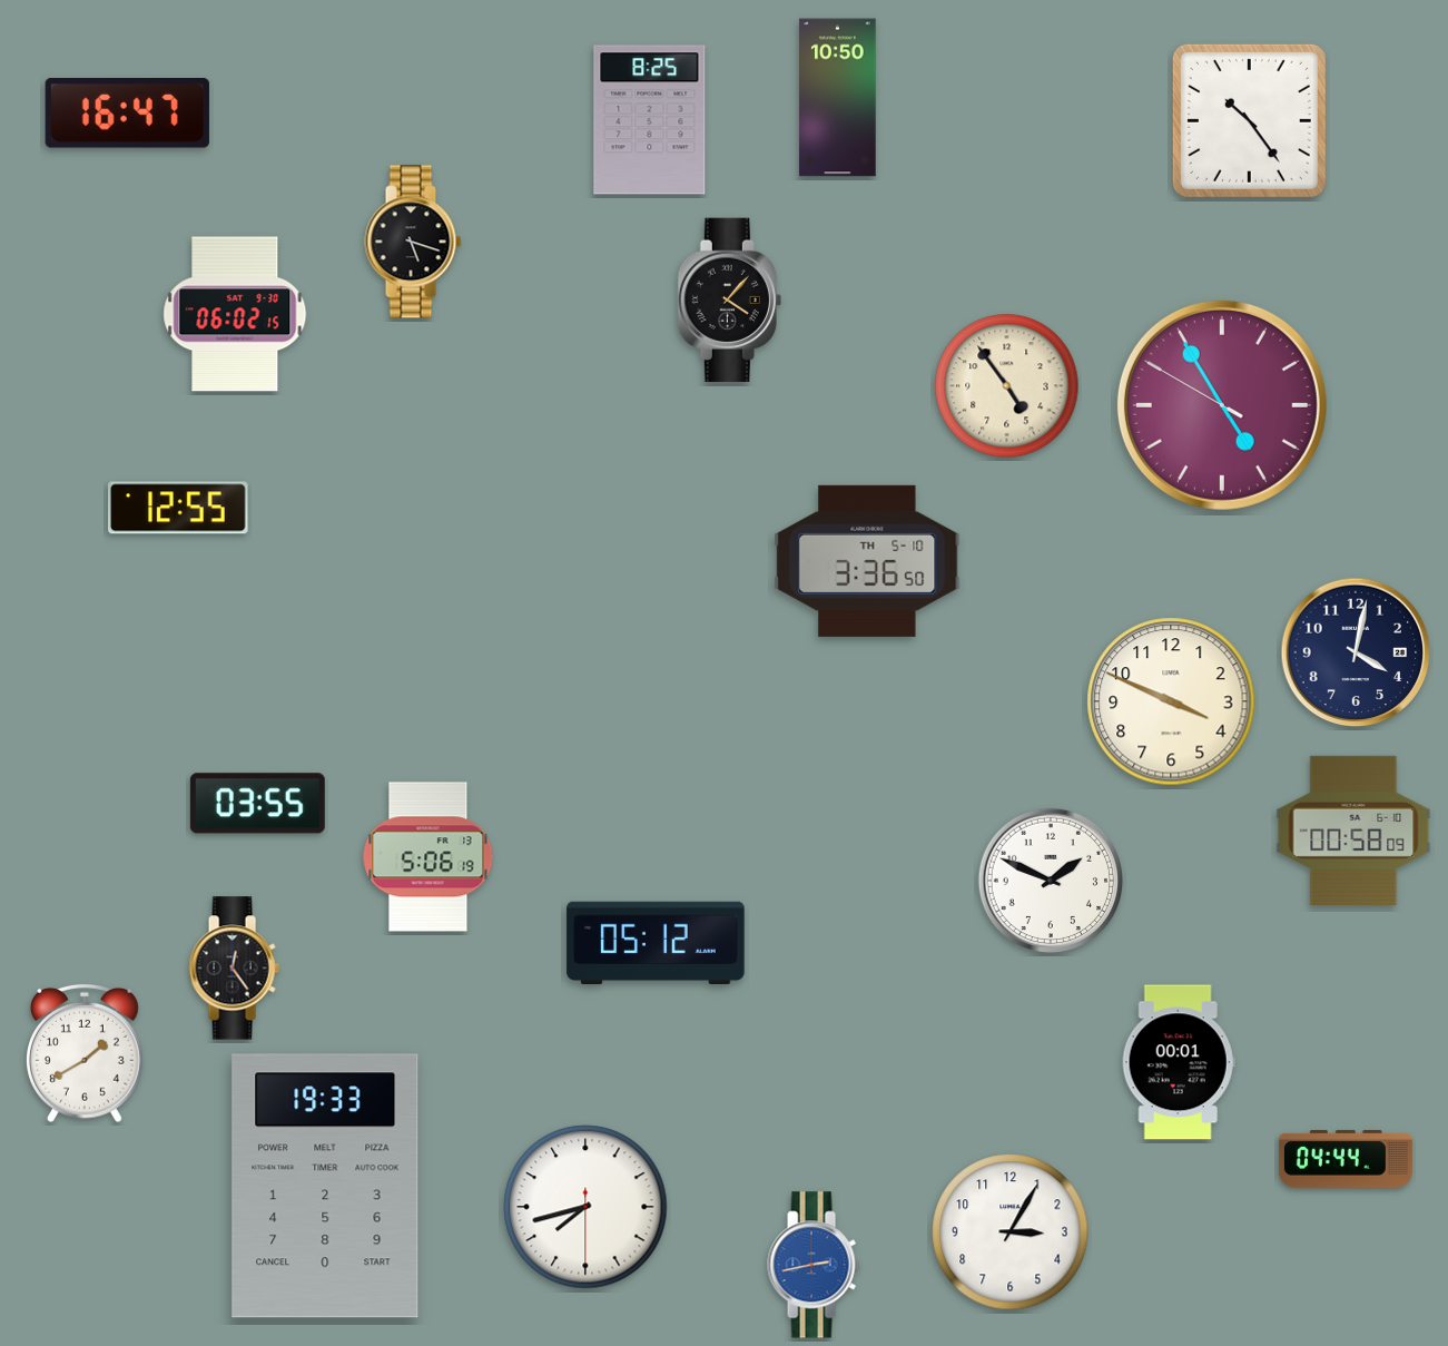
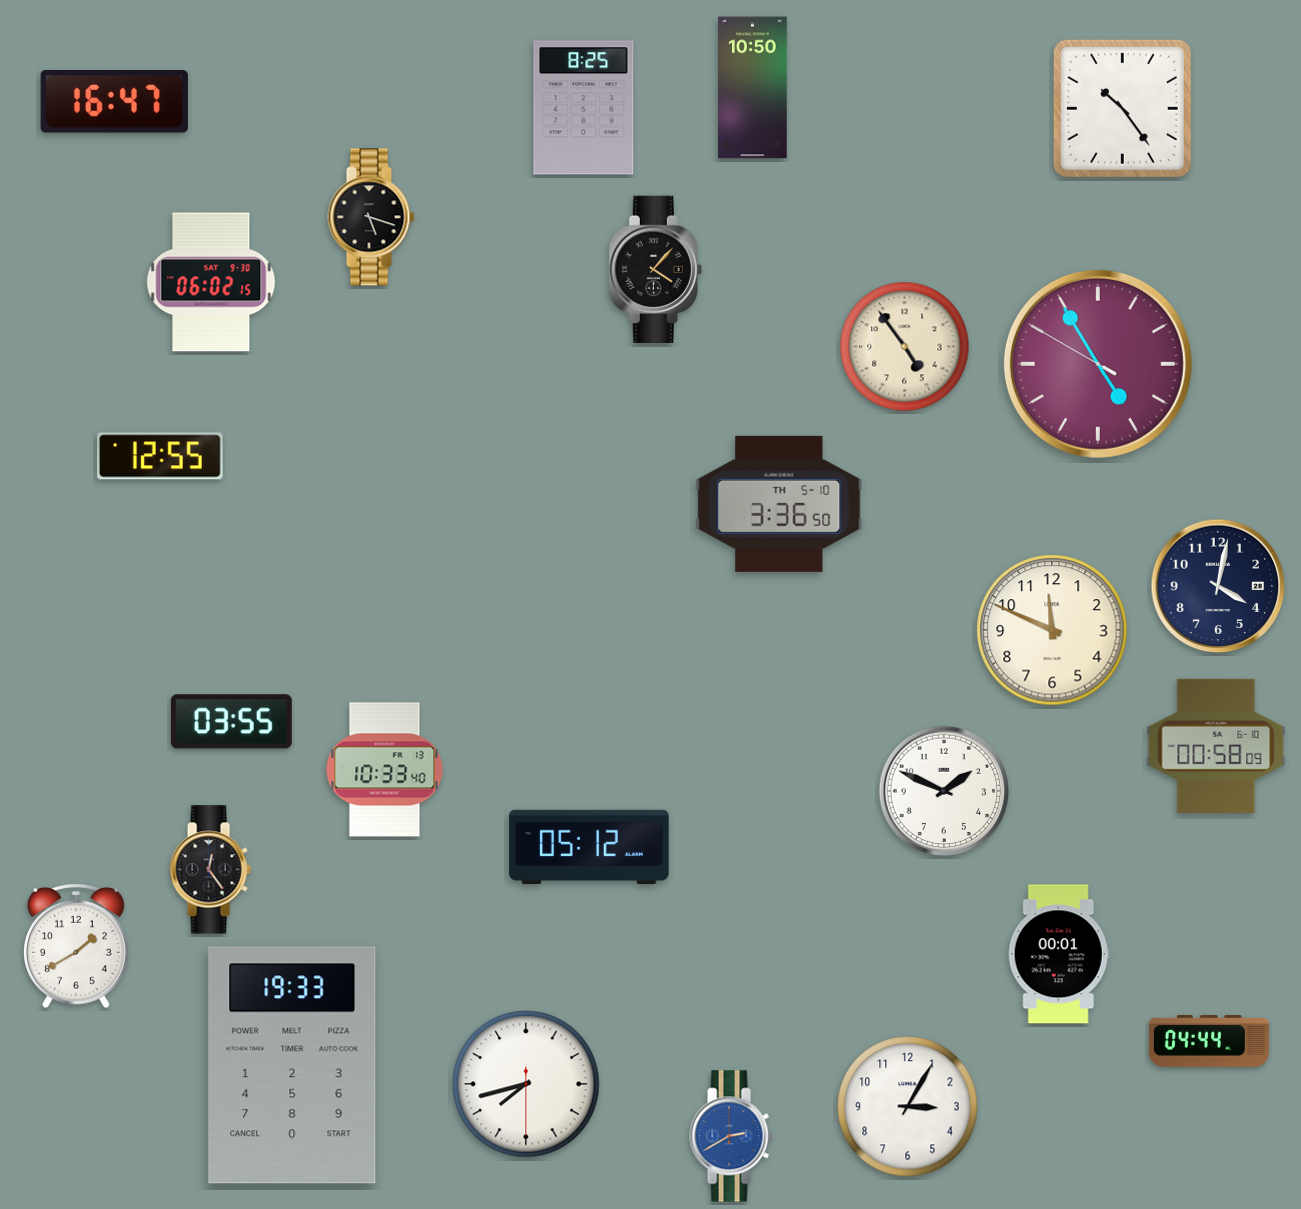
clock at (1171, 701): 3:49 -> 11:49
clock at (429, 857): 5:06 -> 10:33
clock at (814, 1265): 2:43 -> 2:40
